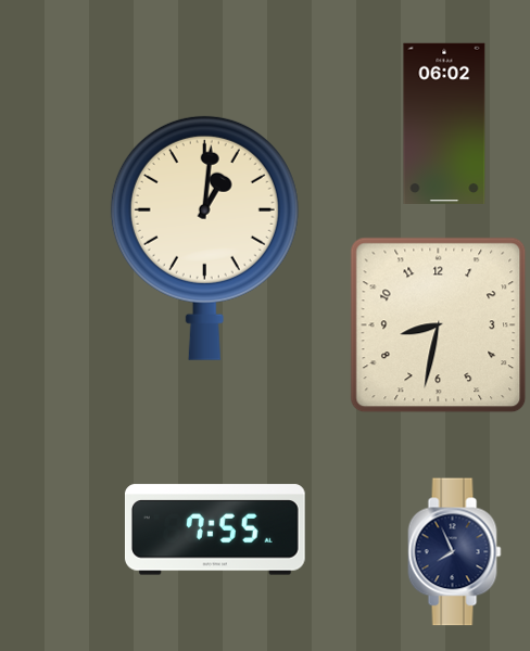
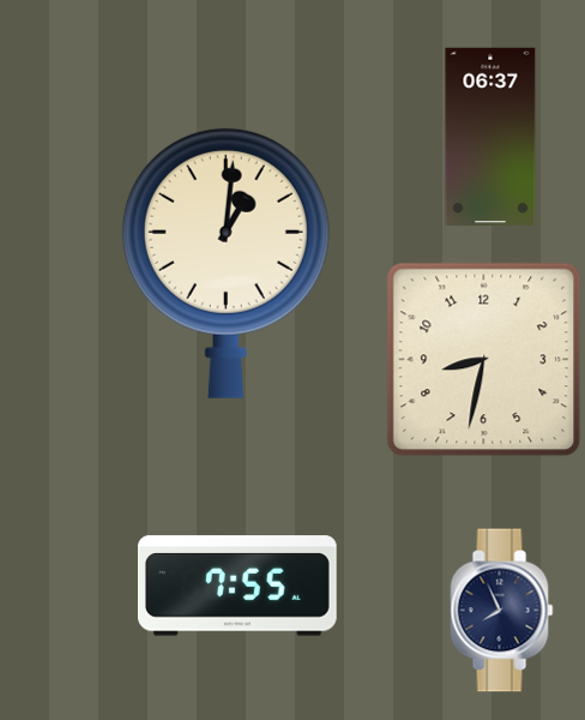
clock at (444, 123): 06:02 -> 06:37
